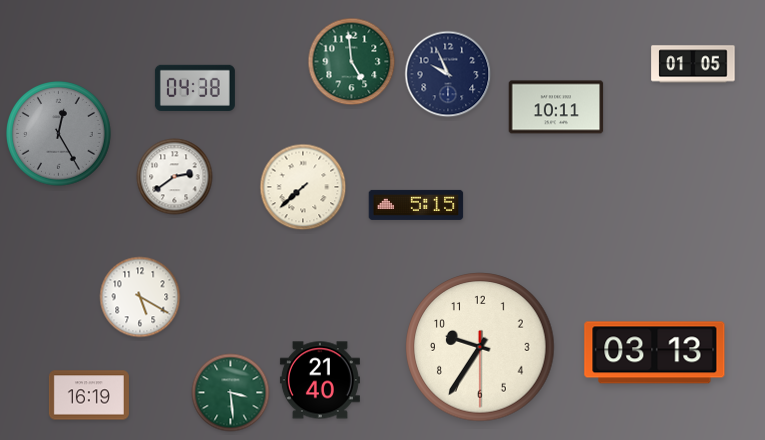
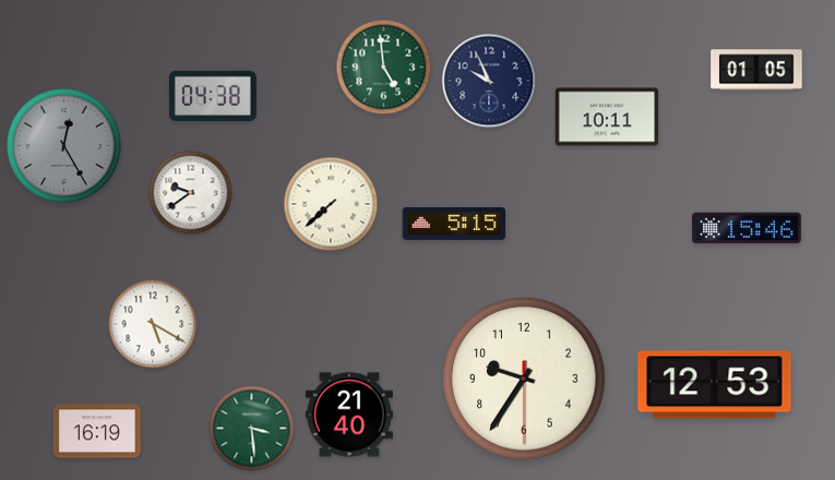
clock at (175, 177): 2:39 -> 9:39
clock at (748, 228): none -> 15:46
clock at (655, 353): 03:13 -> 12:53
